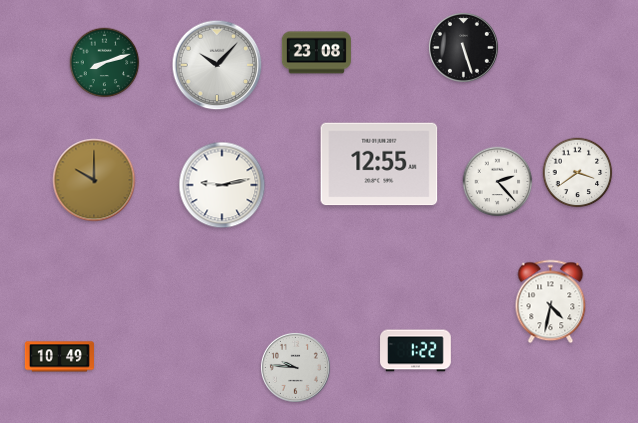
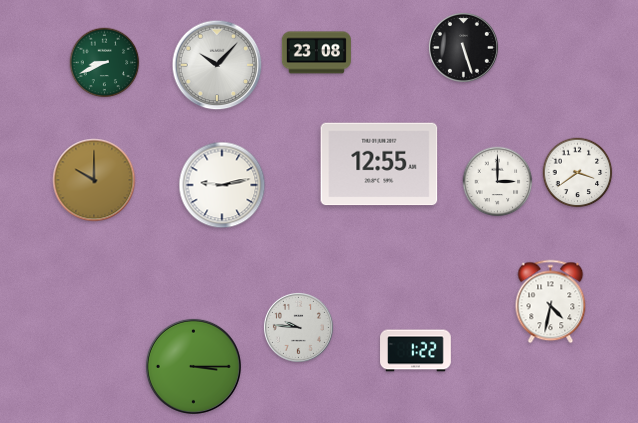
clock at (105, 63): 8:12 -> 8:41
clock at (498, 182): 2:23 -> 3:00
clock at (59, 357): 10:49 -> none
clock at (193, 366): none -> 3:15
clock at (295, 367) position: (295, 367) -> (298, 327)
